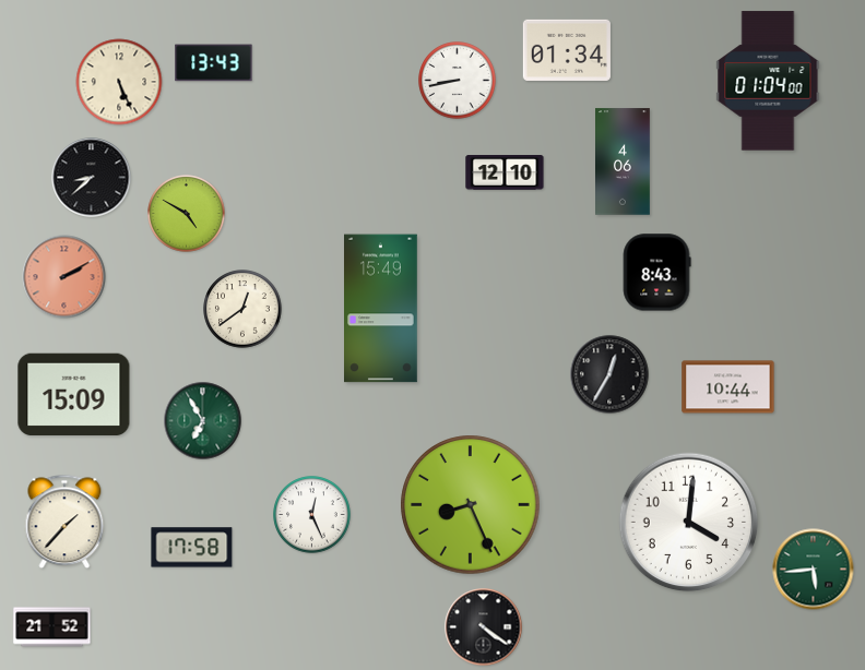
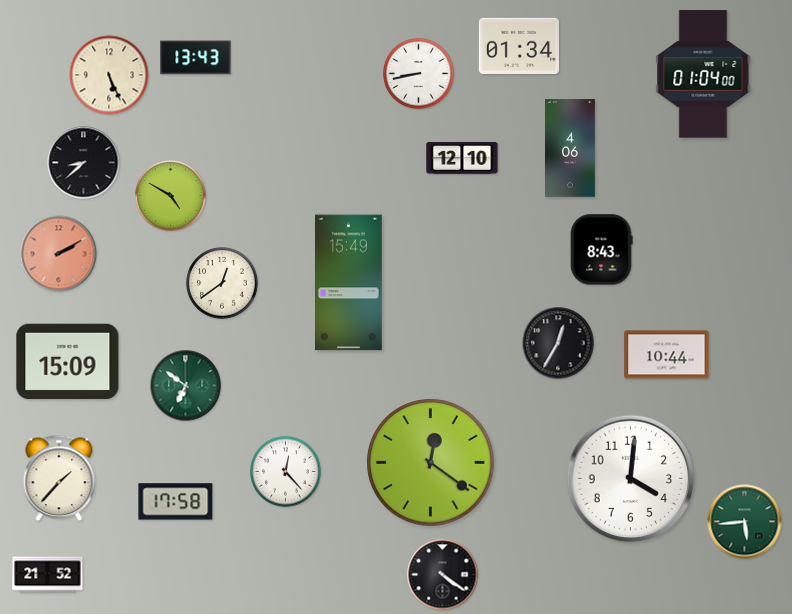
clock at (203, 421): 6:55 -> 6:51
clock at (471, 505): 8:26 -> 12:21
clock at (312, 515): 12:26 -> 12:23
